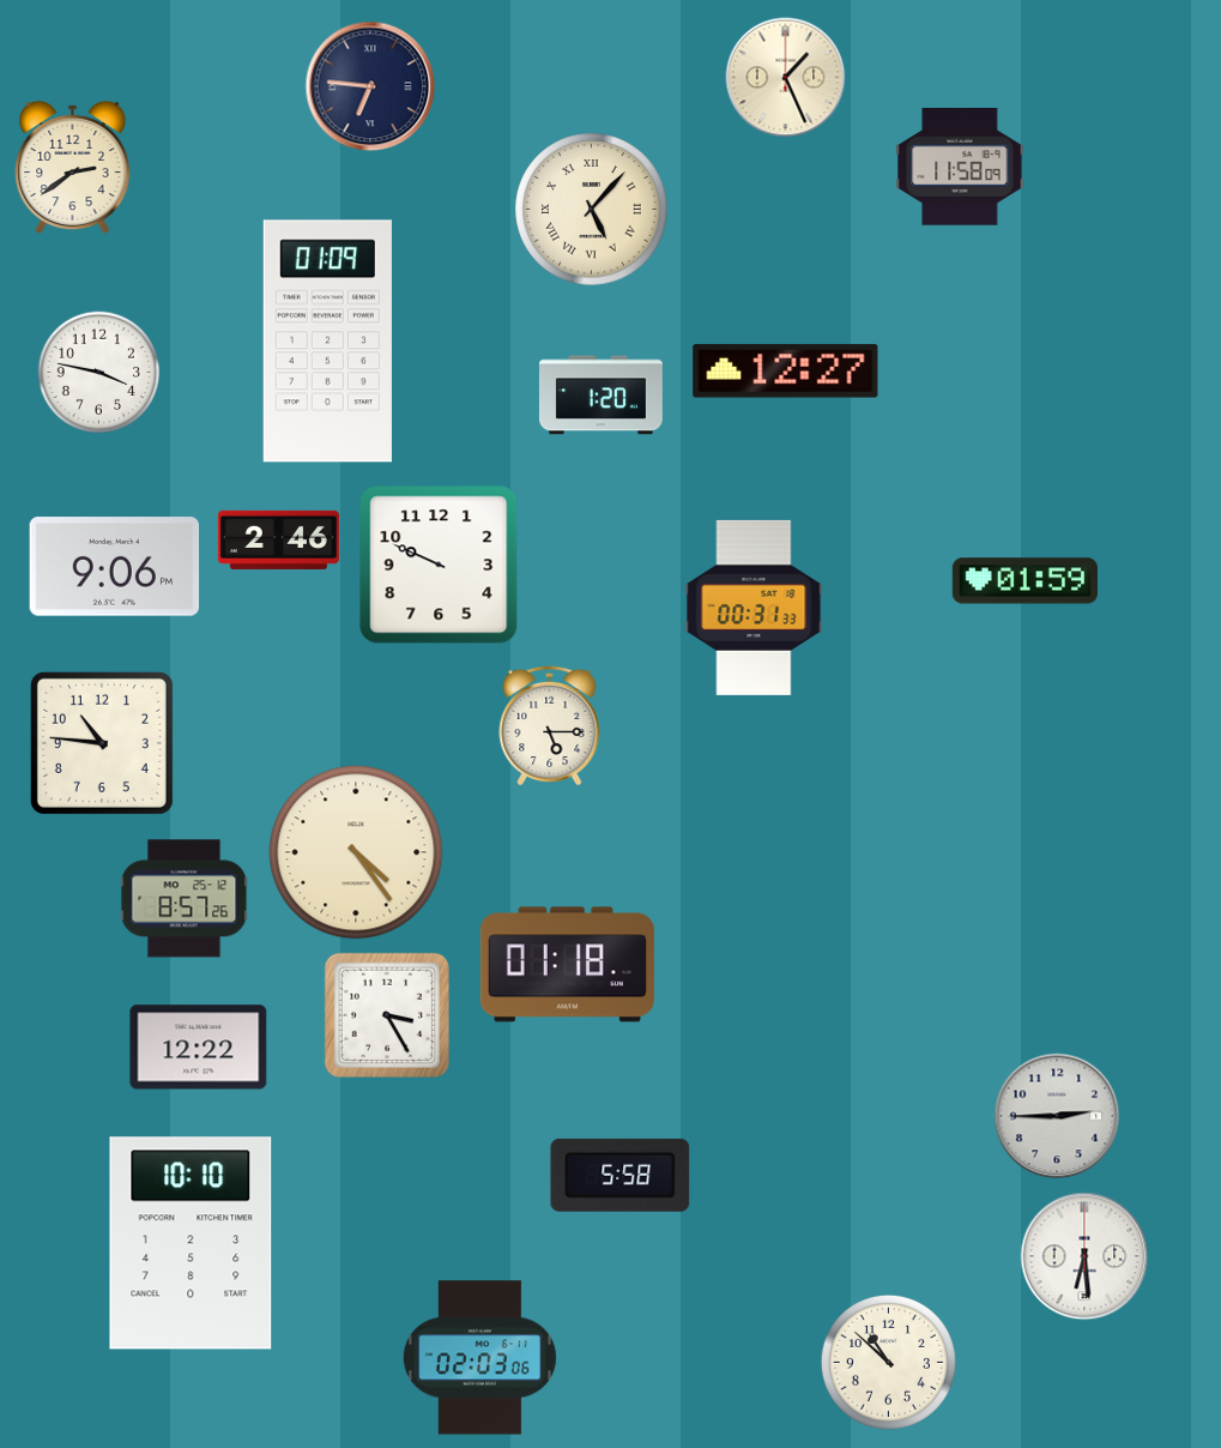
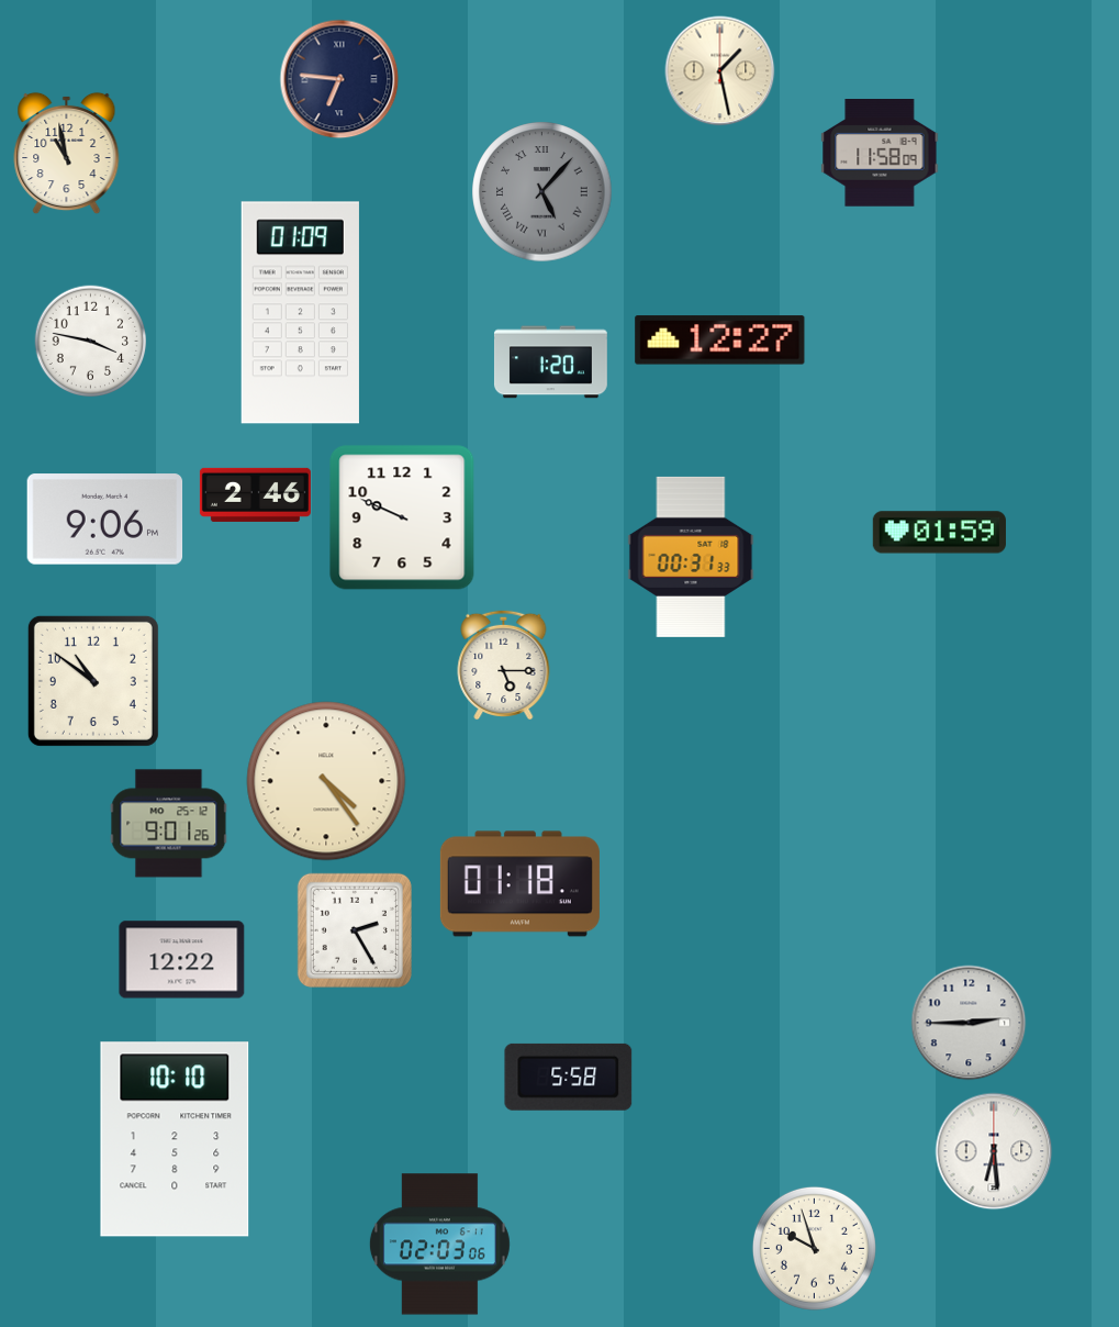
clock at (786, 78): 1:26 -> 1:28
clock at (73, 168): 2:39 -> 10:58
clock at (592, 210) dial: cream -> grey
clock at (102, 743): 10:46 -> 10:51
clock at (185, 899): 8:57 -> 9:01
clock at (387, 1015): 3:25 -> 2:25
clock at (888, 1362): 10:52 -> 9:57
